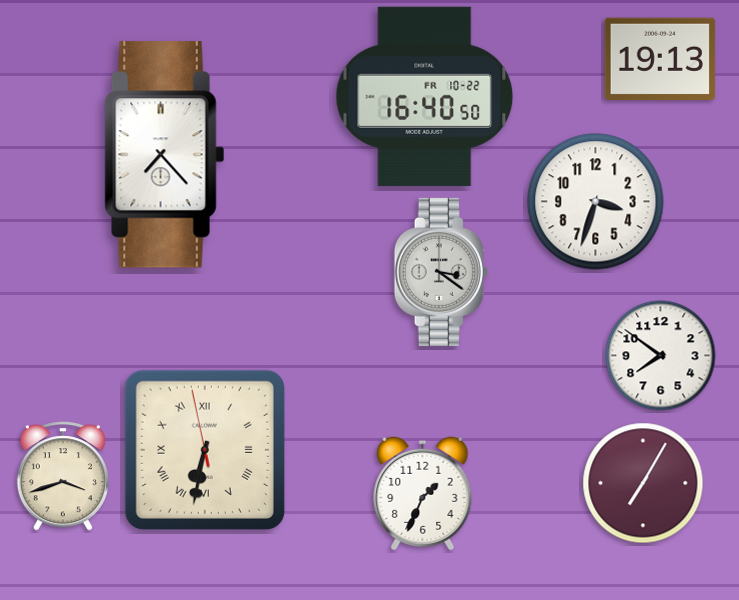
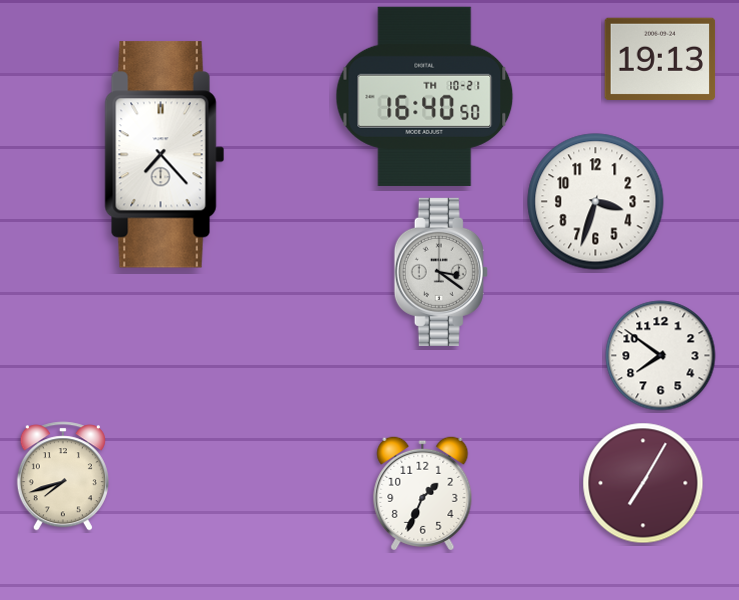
clock at (425, 96) date: FR 10-22 -> TH 10-21
clock at (205, 450): 6:31 -> none
clock at (63, 476): 3:42 -> 7:42
